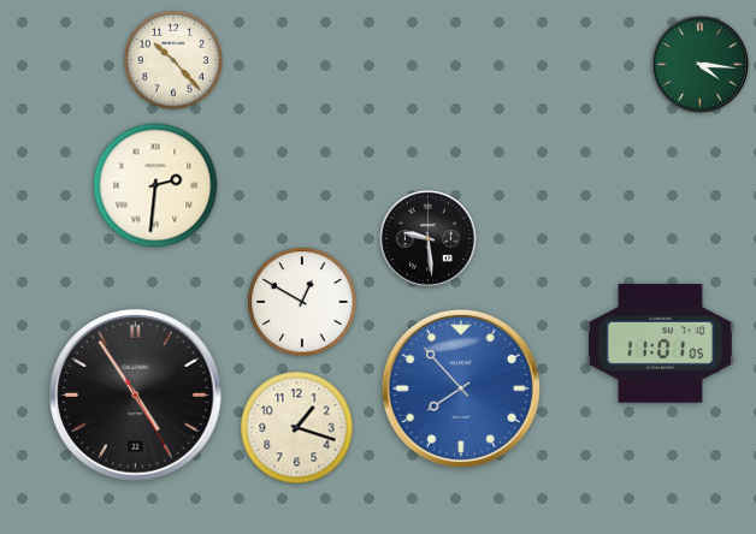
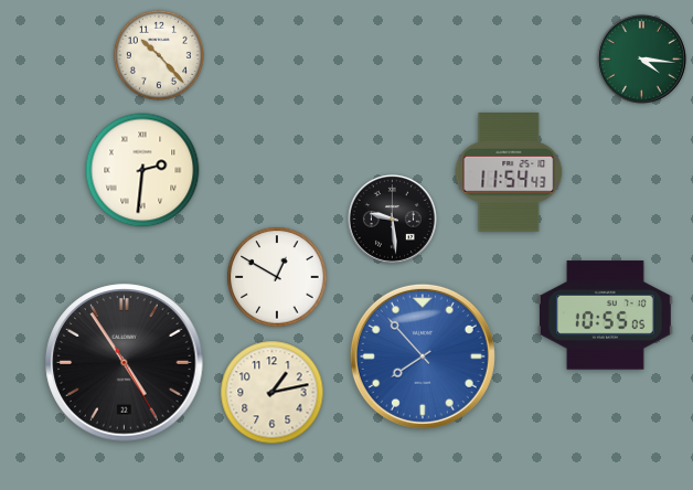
clock at (509, 173): none -> 11:54
clock at (660, 344): 11:01 -> 10:55
clock at (297, 428): 1:18 -> 1:13
